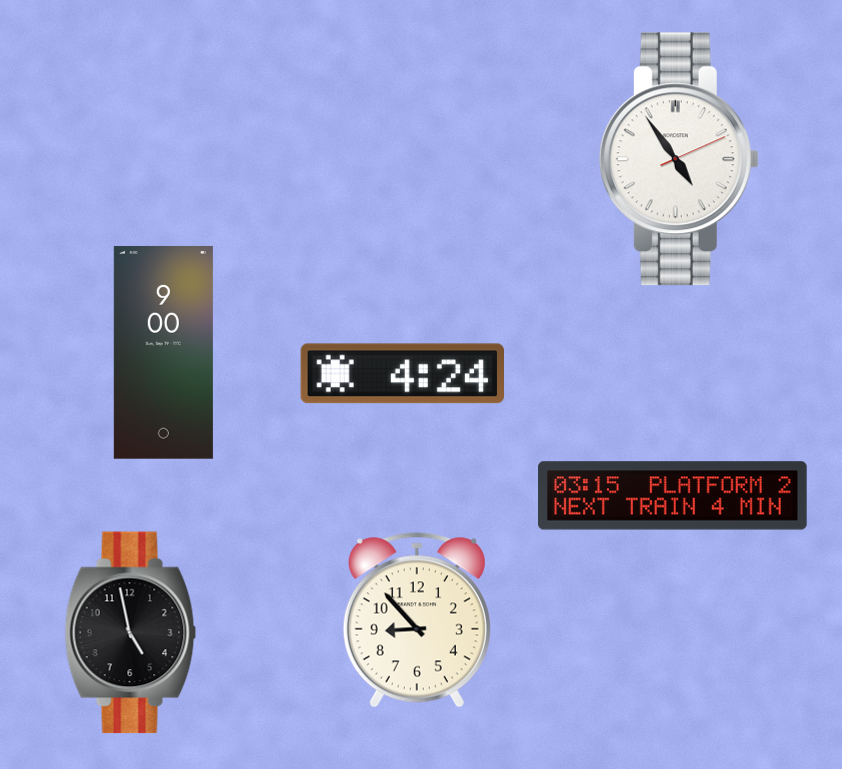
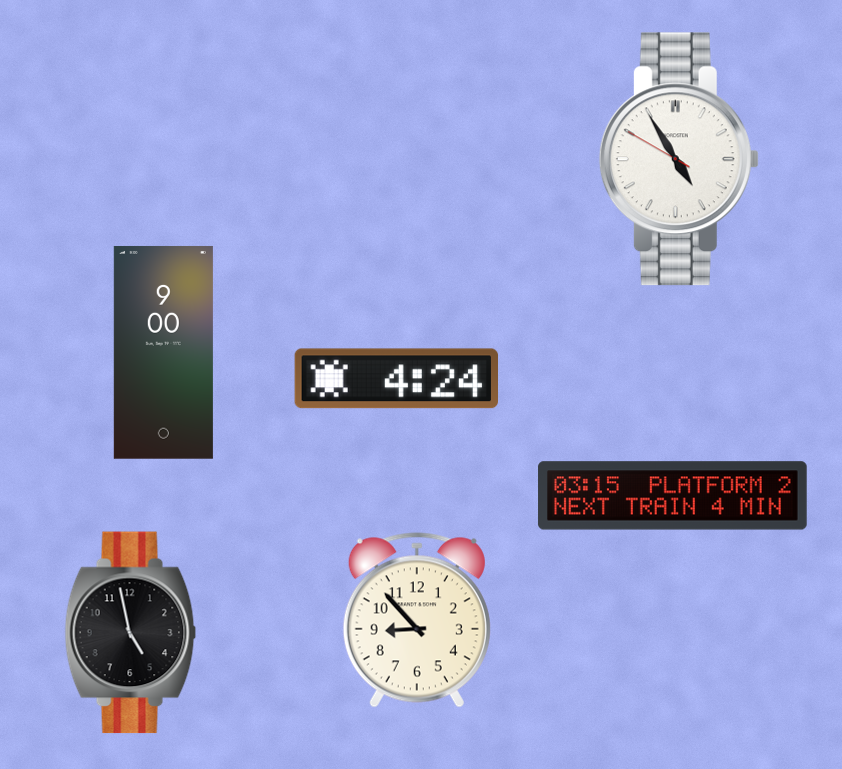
clock at (679, 159): 4:54:11 -> 4:54:50
clock at (402, 374) position: (402, 374) -> (396, 379)
